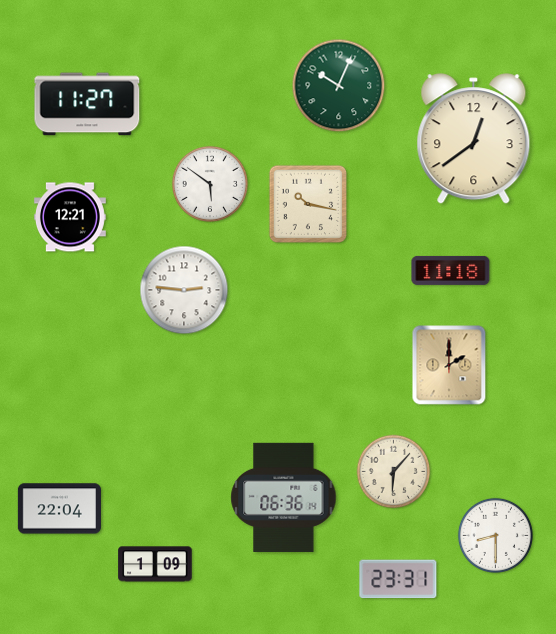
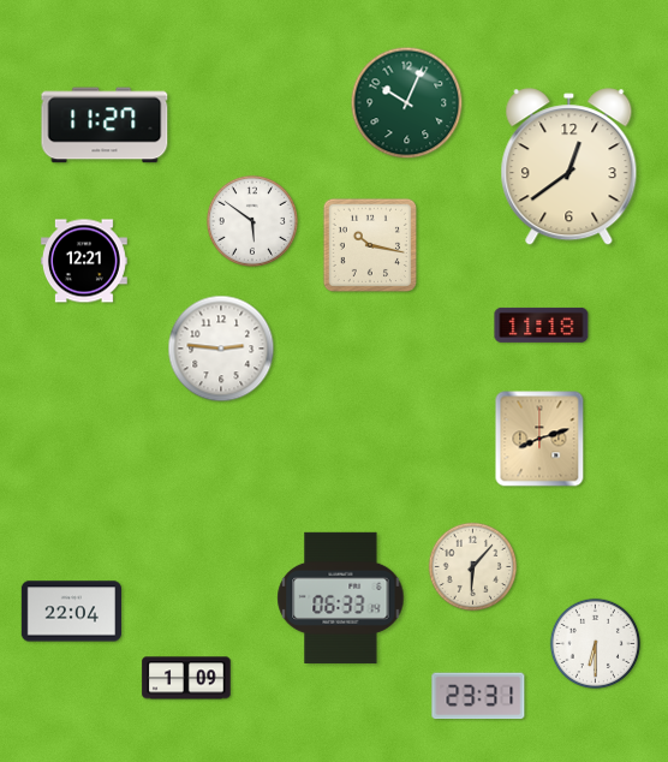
clock at (449, 365): 2:00 -> 8:12
clock at (284, 497): 06:36 -> 06:33
clock at (495, 535): 8:30 -> 6:30
